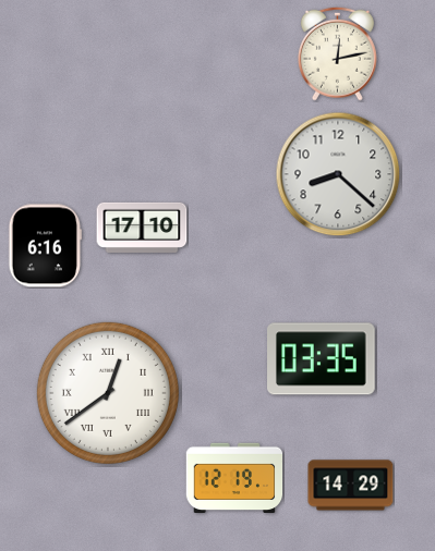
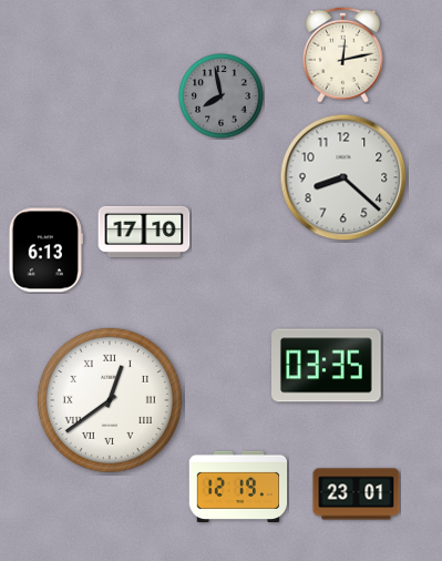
clock at (222, 96): none -> 7:58
clock at (46, 246): 6:16 -> 6:13
clock at (351, 486): 14:29 -> 23:01
